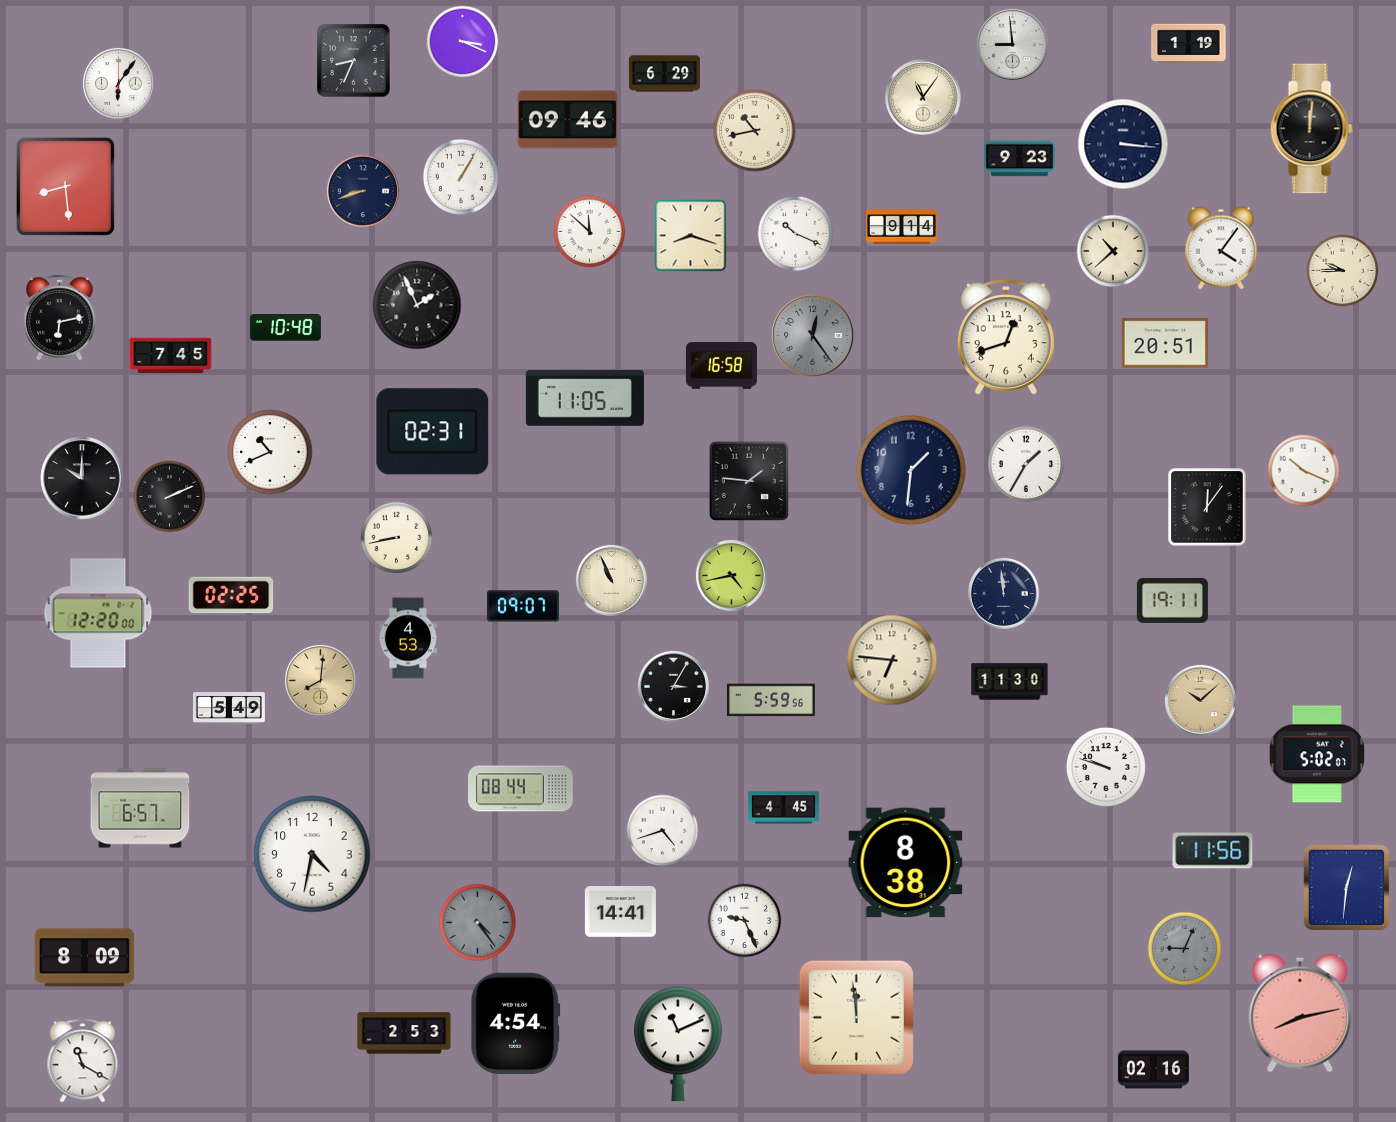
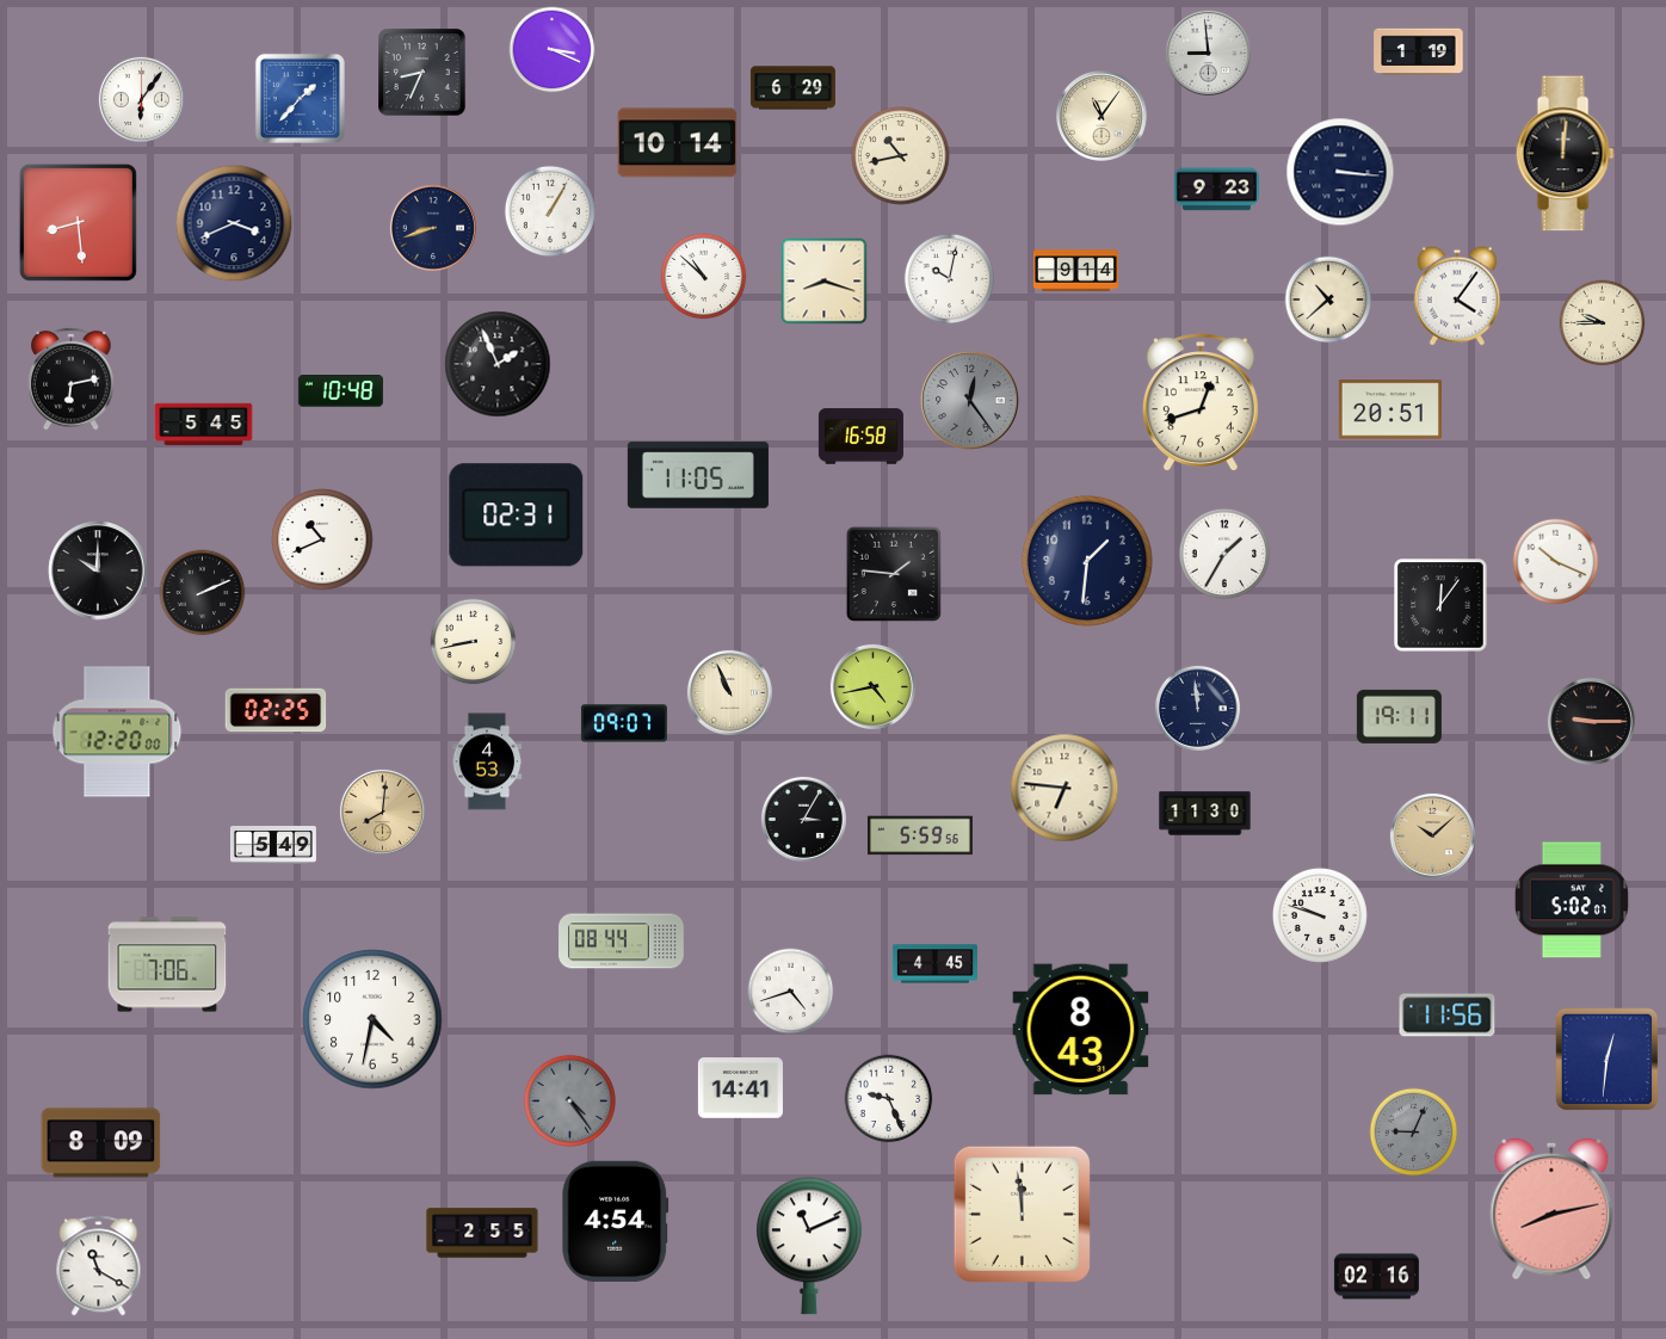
clock at (300, 98): none -> 1:37
clock at (568, 120): 09:46 -> 10:14
clock at (234, 223): none -> 3:41
clock at (590, 232): 11:52 -> 10:52
clock at (796, 234): 10:19 -> 10:02
clock at (171, 356): 7:45 -> 5:45
clock at (1591, 721): none -> 9:15
clock at (140, 808): 6:57 -> 7:06
clock at (906, 863): 8:38 -> 8:43
clock at (404, 1033): 2:53 -> 2:55
